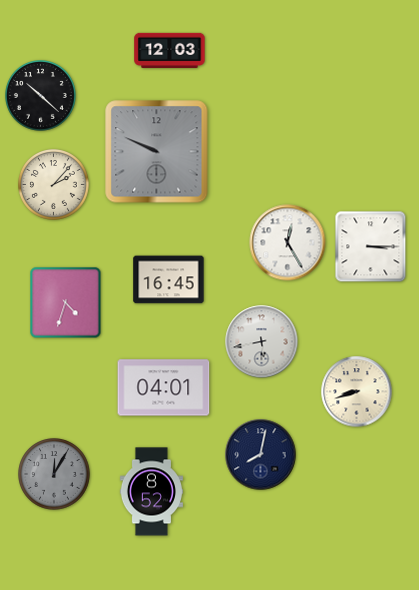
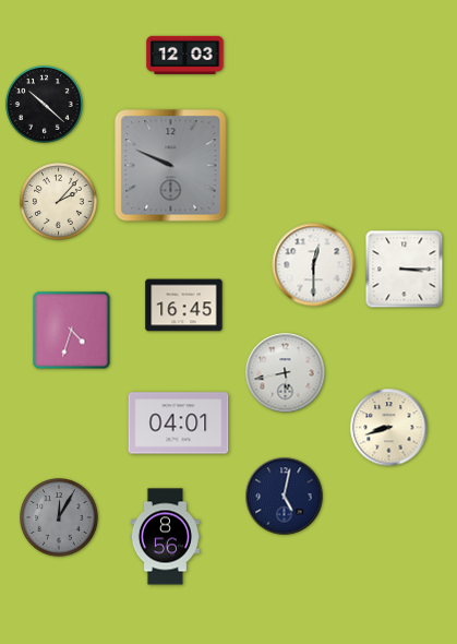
clock at (288, 243): 12:25 -> 12:30
clock at (261, 455): 8:02 -> 5:02
clock at (151, 492): 8:52 -> 8:56
